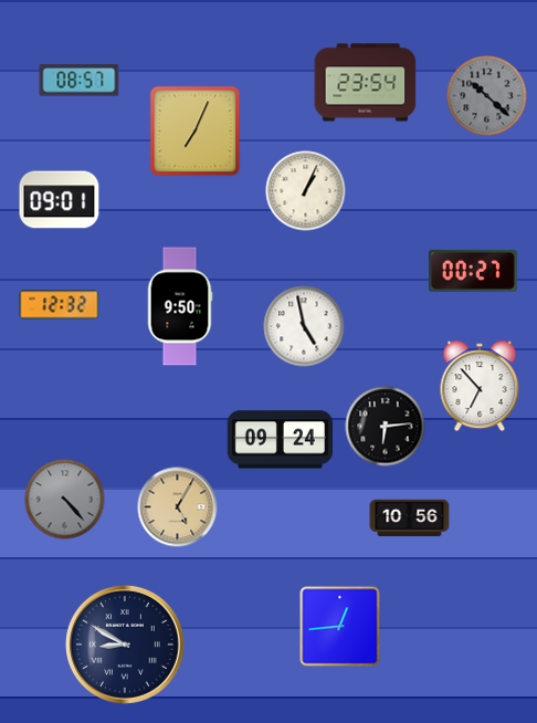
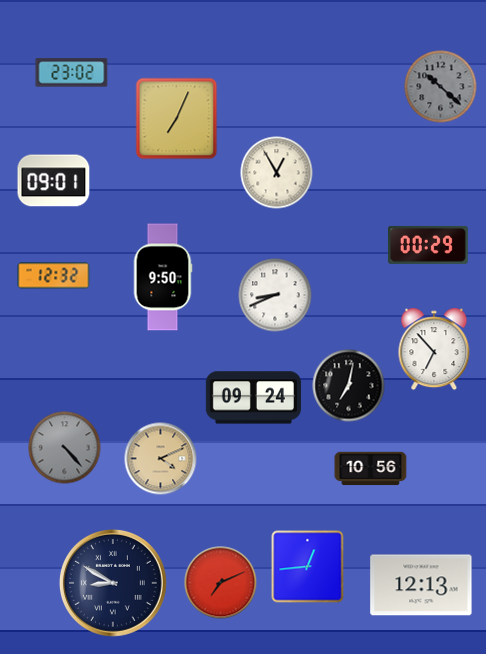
clock at (80, 81): 08:57 -> 23:02
clock at (366, 83): 23:54 -> none
clock at (306, 191): 1:04 -> 12:55
clock at (473, 271): 00:27 -> 00:29
clock at (304, 326): 4:58 -> 8:41
clock at (386, 427): 6:14 -> 7:02
clock at (65, 500) position: (65, 500) -> (65, 448)
clock at (178, 507): 5:05 -> 4:11
clock at (221, 583): none -> 7:11
clock at (421, 585): none -> 12:13
